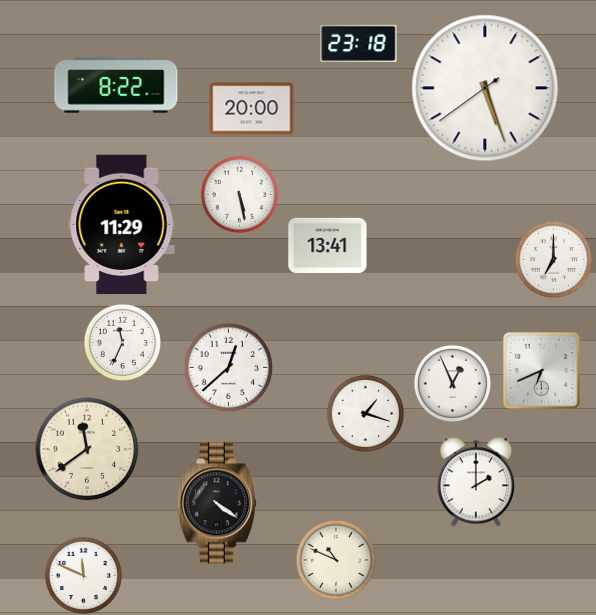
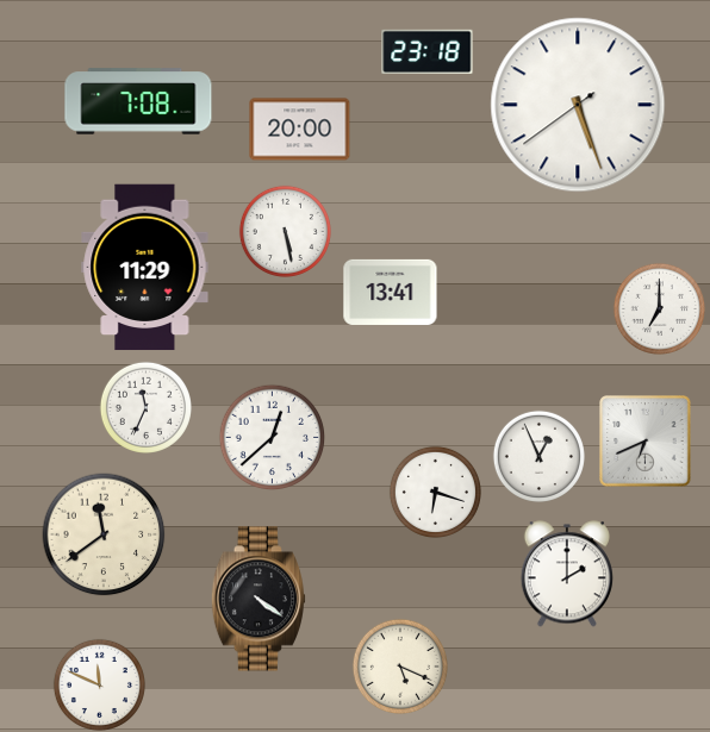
clock at (116, 85): 8:22 -> 7:08
clock at (365, 413): 1:18 -> 6:18
clock at (336, 560): 10:49 -> 5:19
